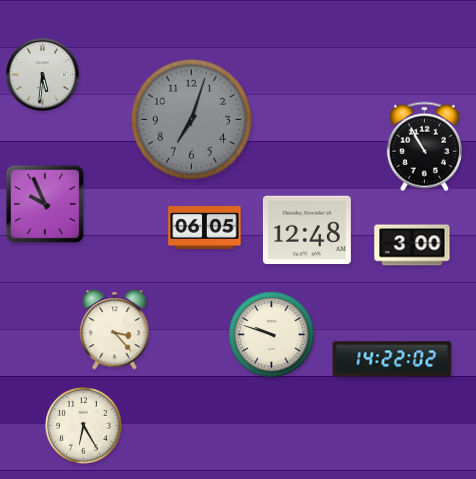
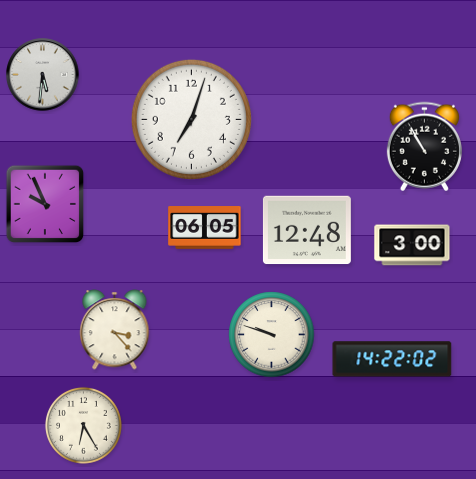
clock at (191, 119) dial: grey -> white
